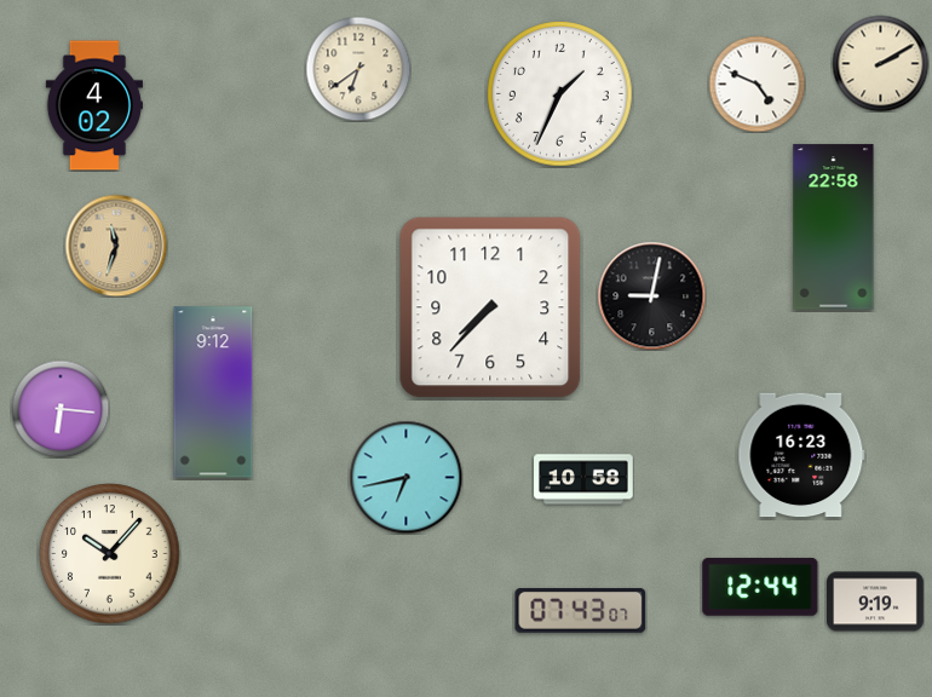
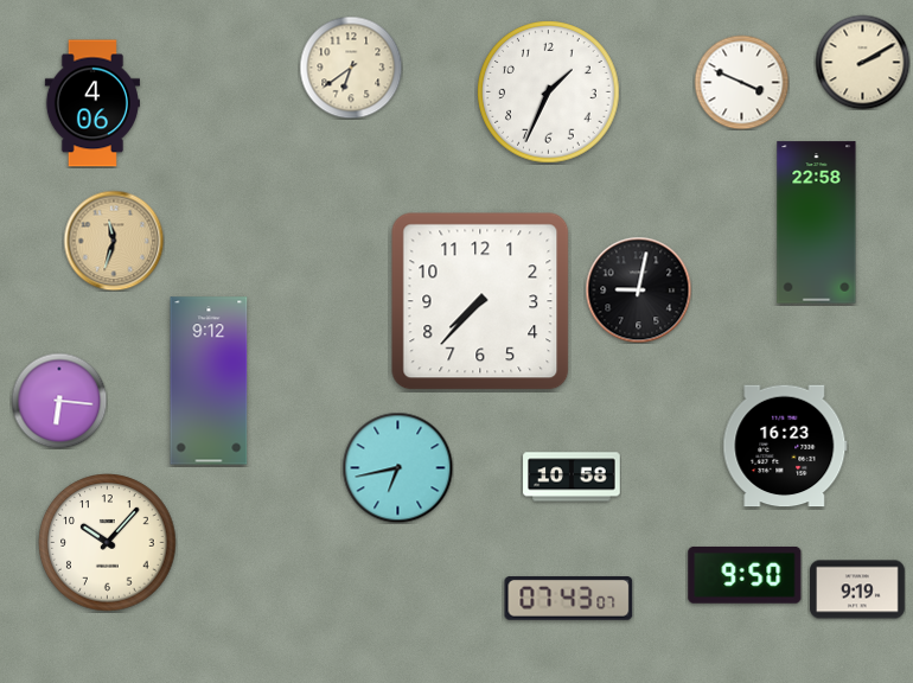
clock at (756, 83): 4:49 -> 3:49
clock at (94, 105): 4:02 -> 4:06
clock at (213, 392) position: (213, 392) -> (209, 381)
clock at (583, 479) position: (583, 479) -> (572, 477)
clock at (760, 587): 12:44 -> 9:50
